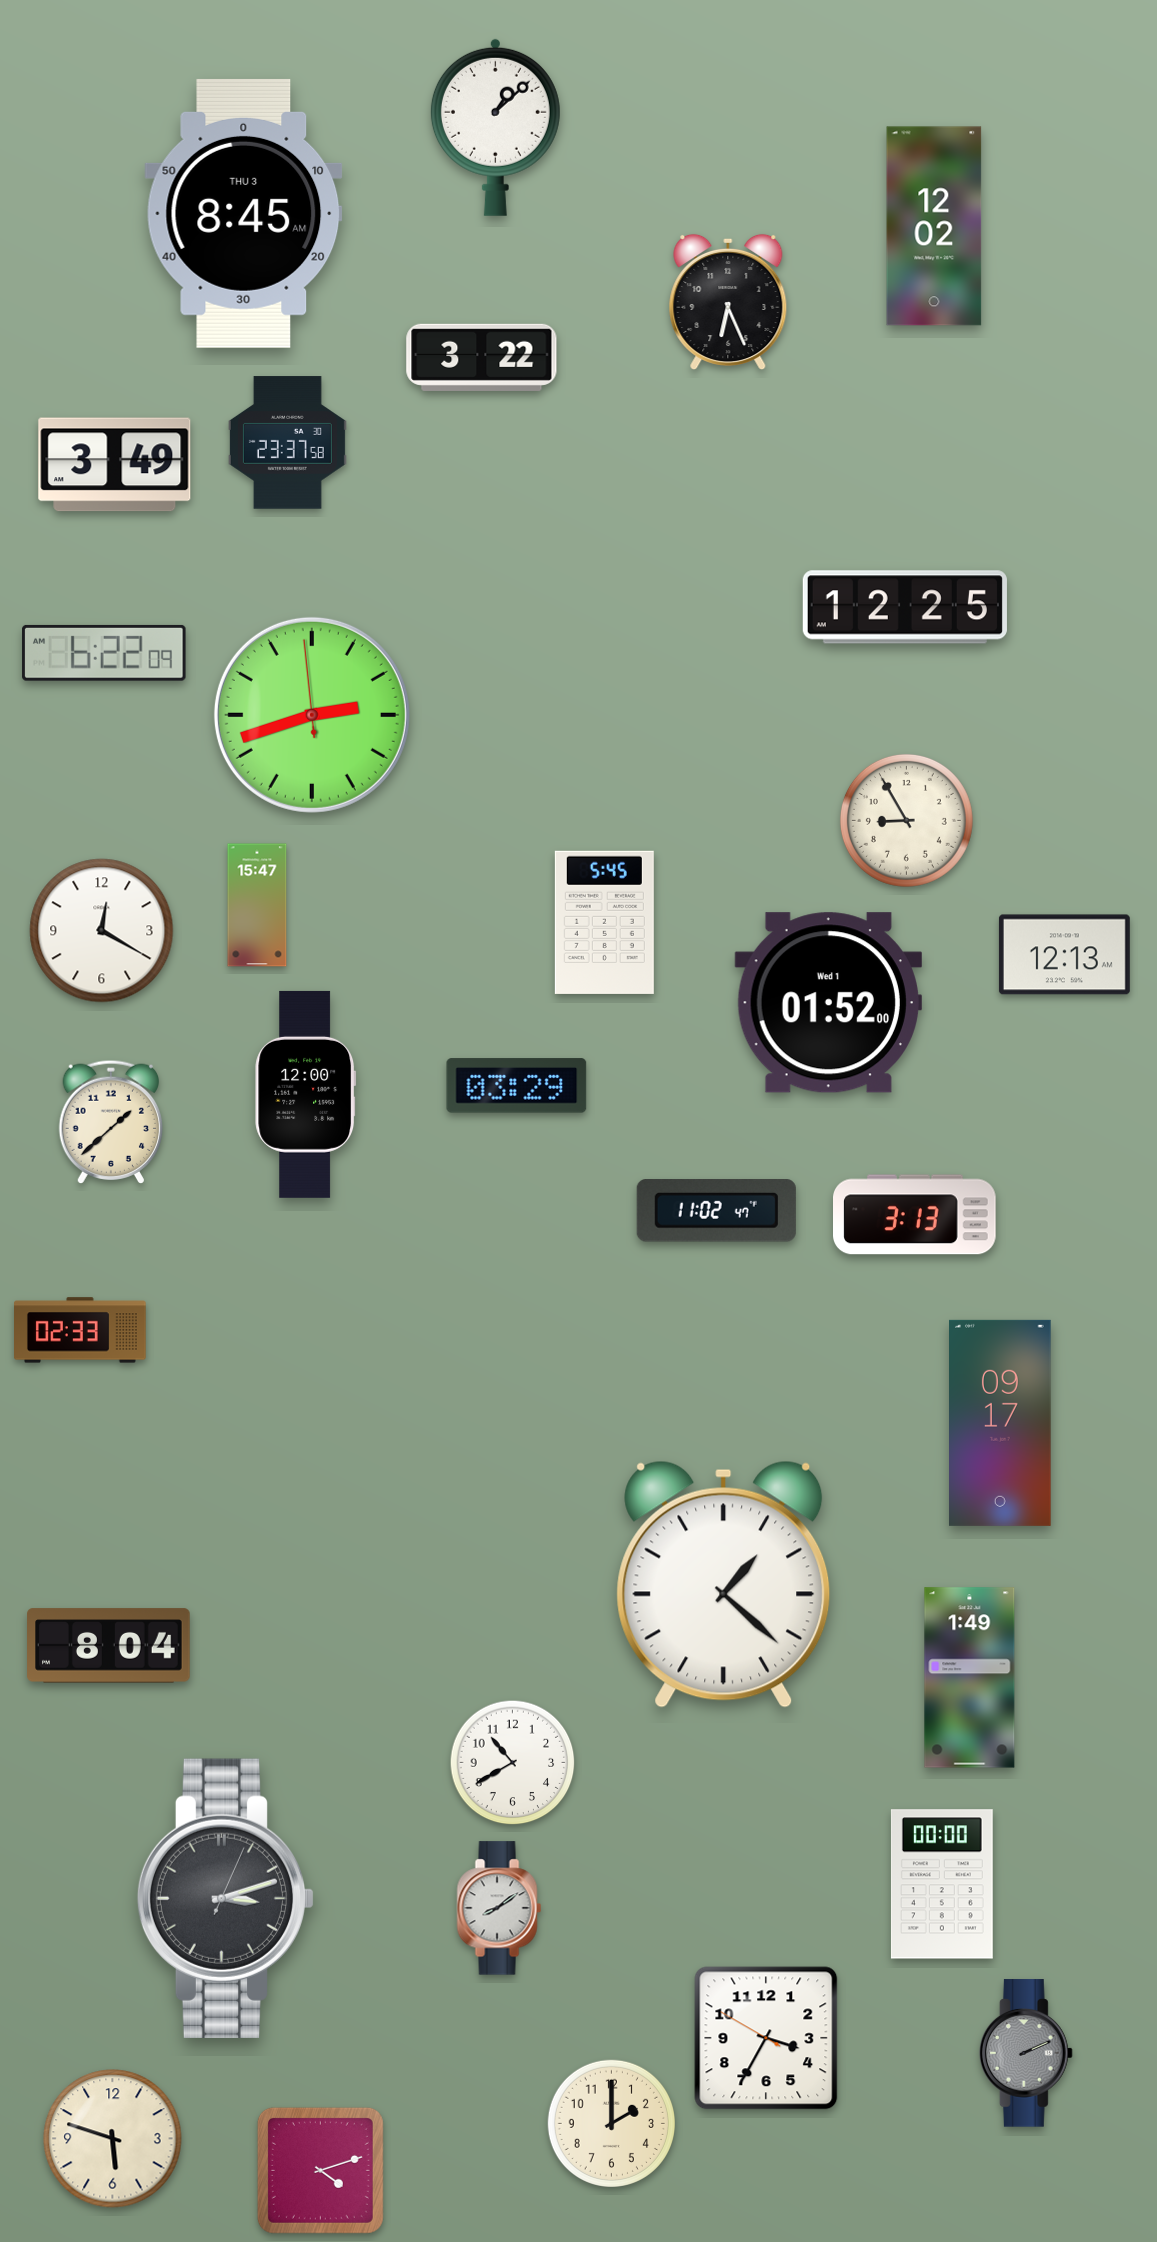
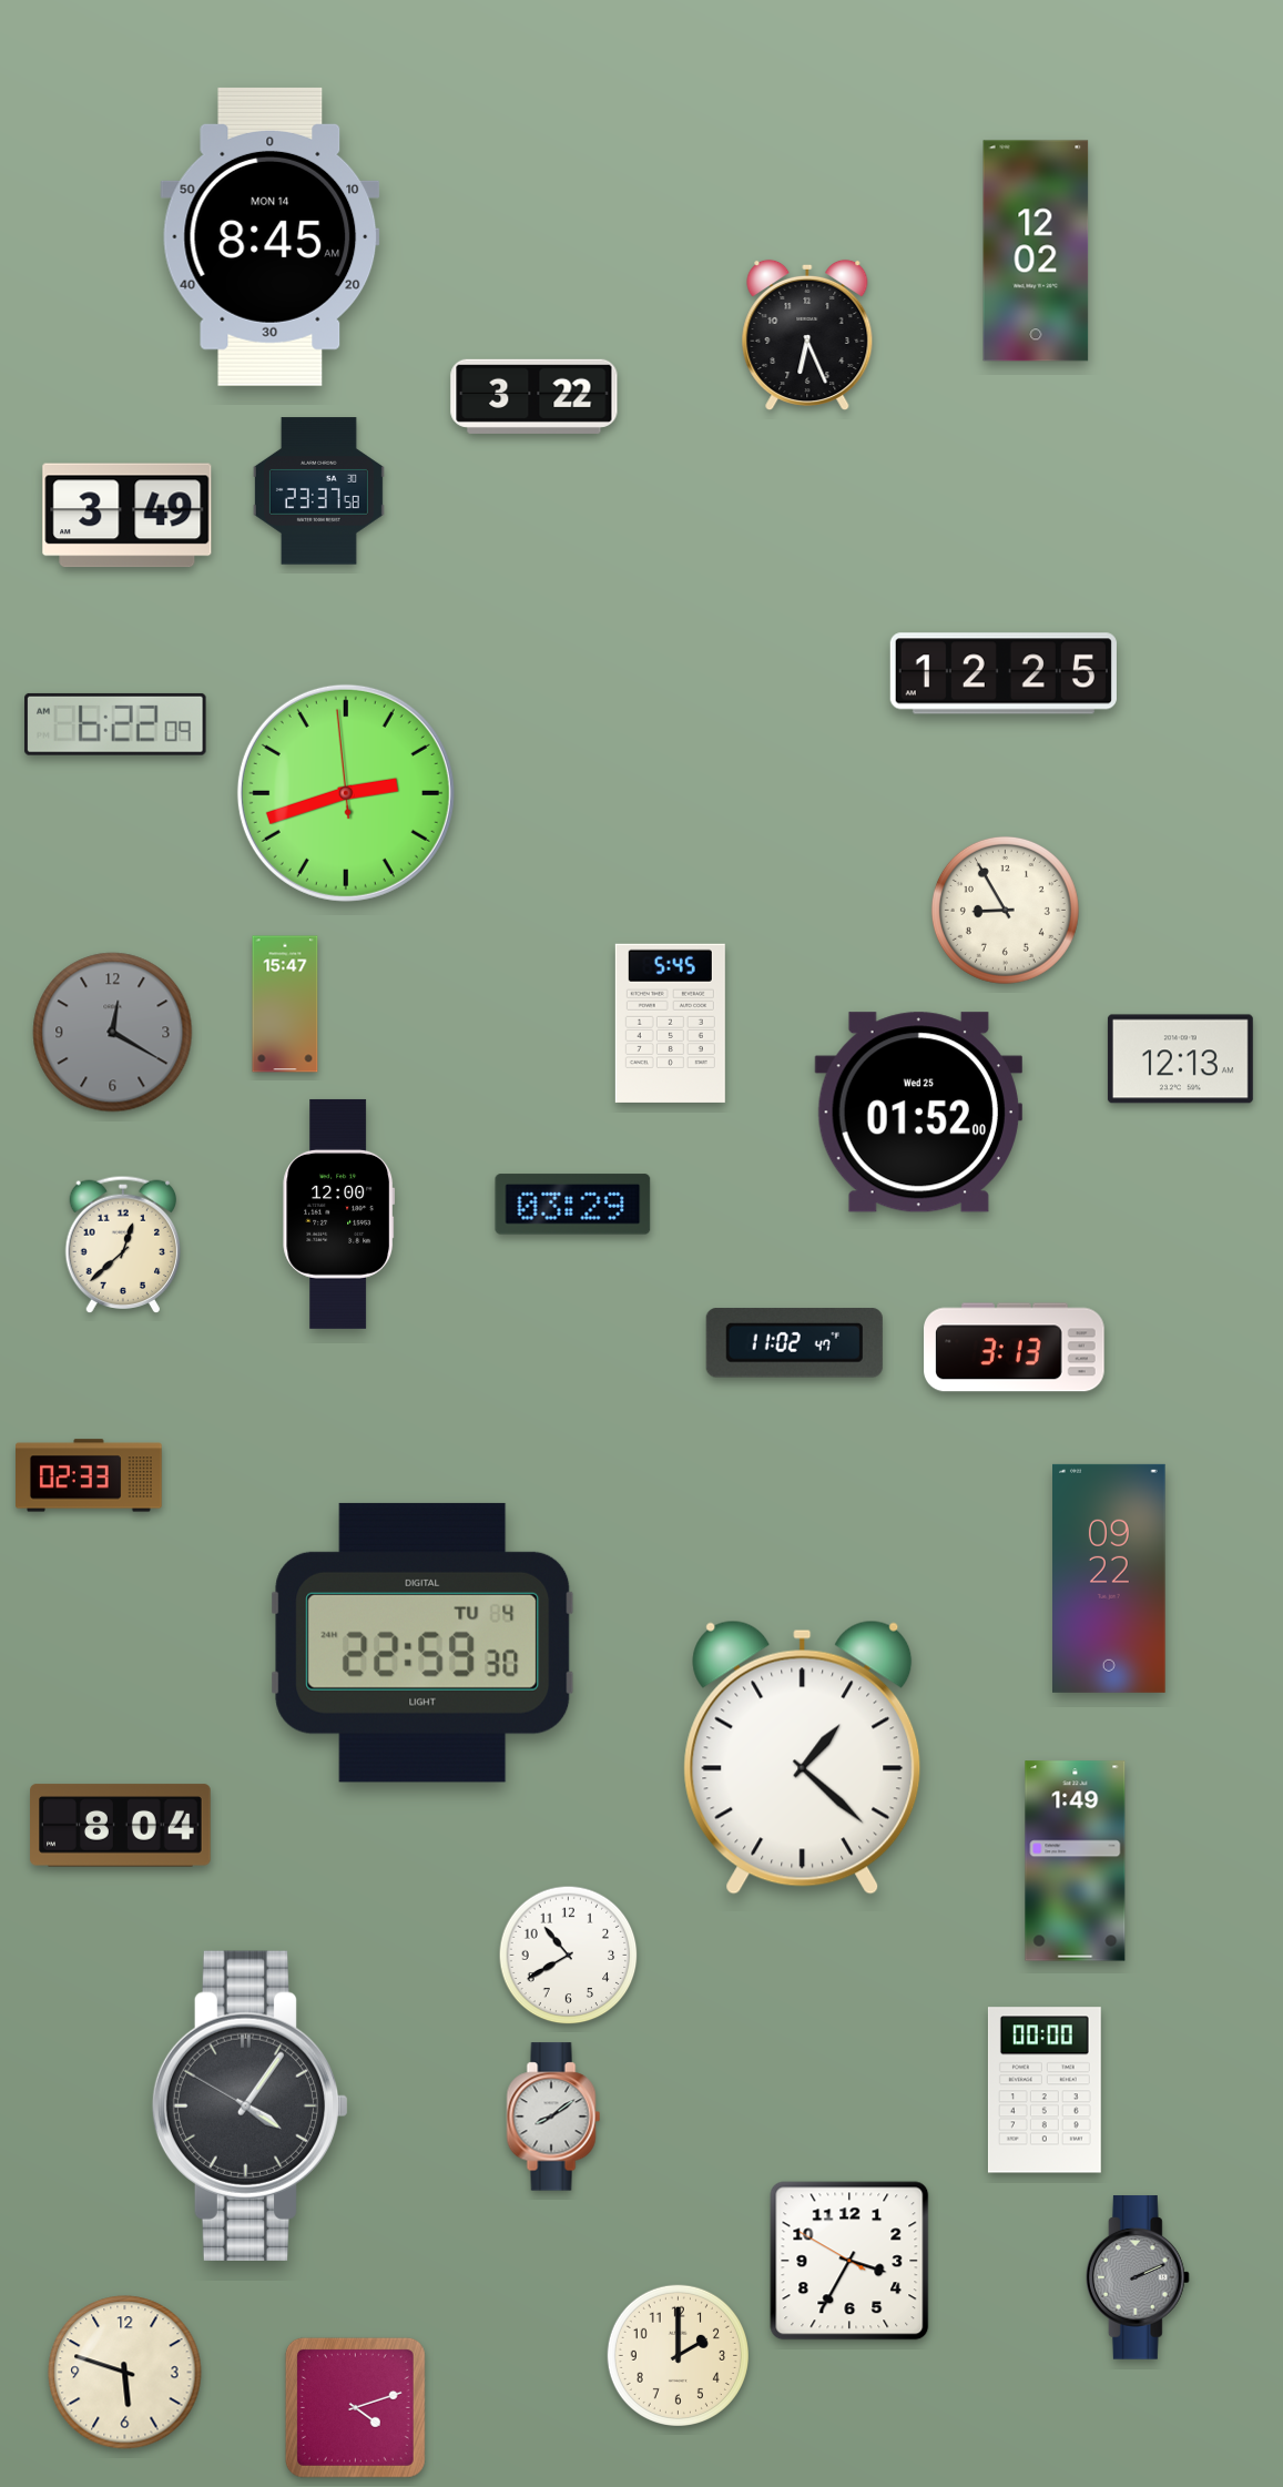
clock at (495, 127): 1:08 -> none
clock at (244, 213) date: THU 3 -> MON 14
clock at (102, 931) dial: white -> grey
clock at (828, 1003) date: Wed 1 -> Wed 25
clock at (111, 1121): 1:38 -> 12:38
clock at (1000, 1423): 09:17 -> 09:22
clock at (422, 1643): none -> 22:59
clock at (226, 1898): 3:12 -> 4:05
